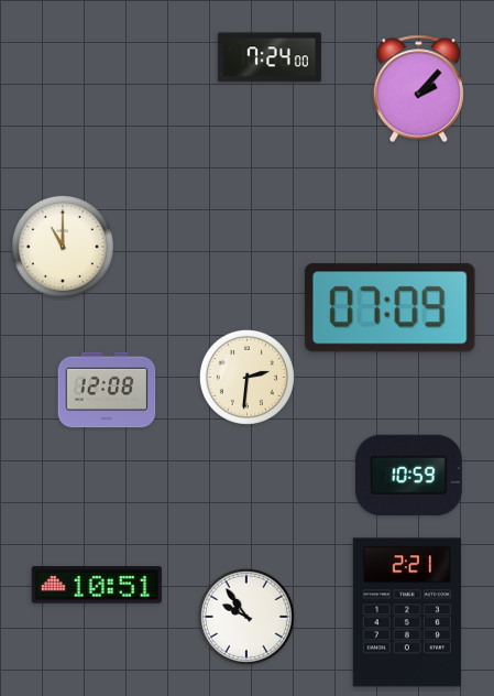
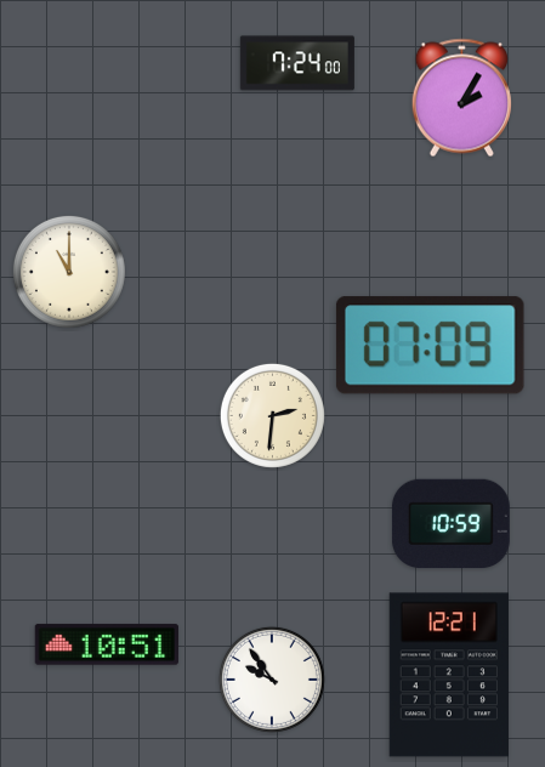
clock at (418, 89): 2:07 -> 2:05
clock at (389, 308) position: (389, 308) -> (430, 346)
clock at (107, 390): 12:08 -> none
clock at (406, 612): 2:21 -> 12:21
